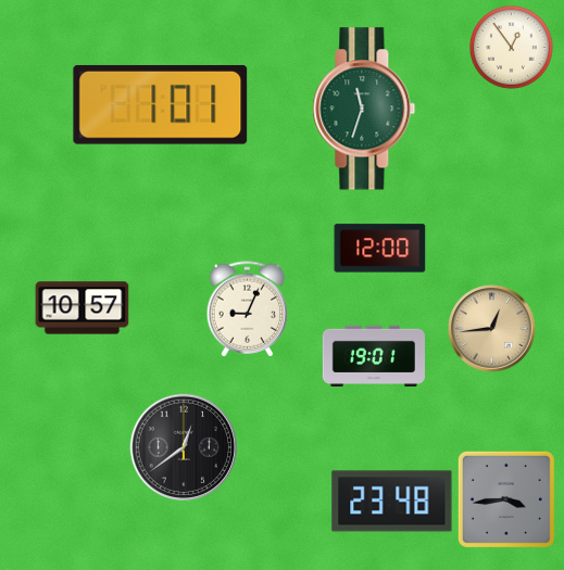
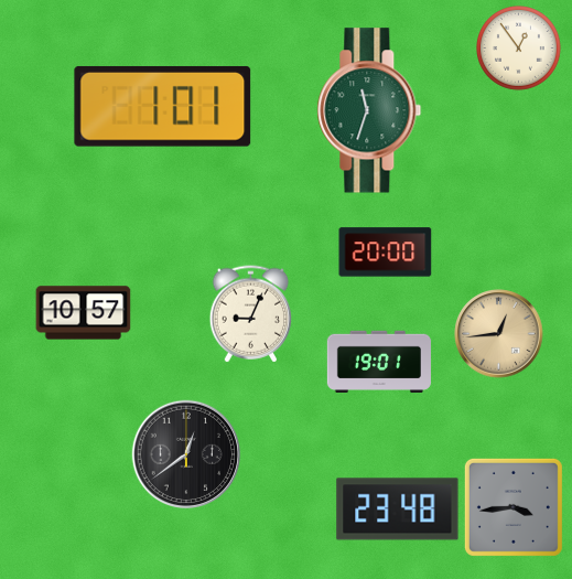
clock at (380, 249): 12:00 -> 20:00
